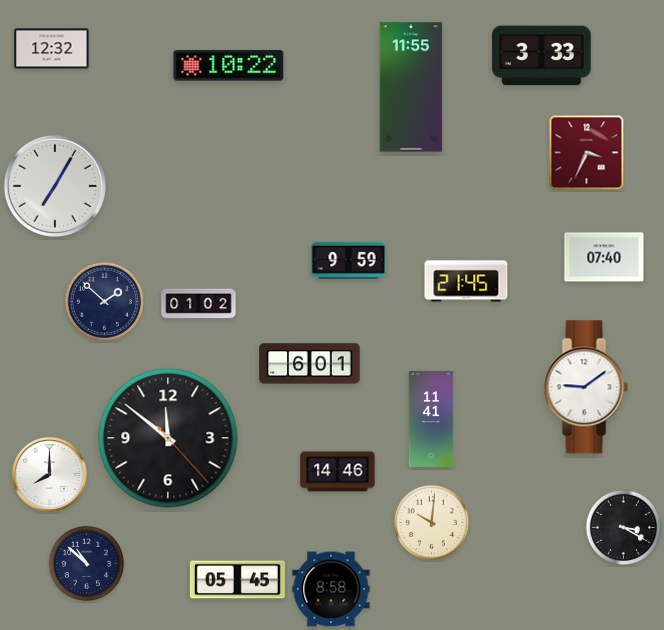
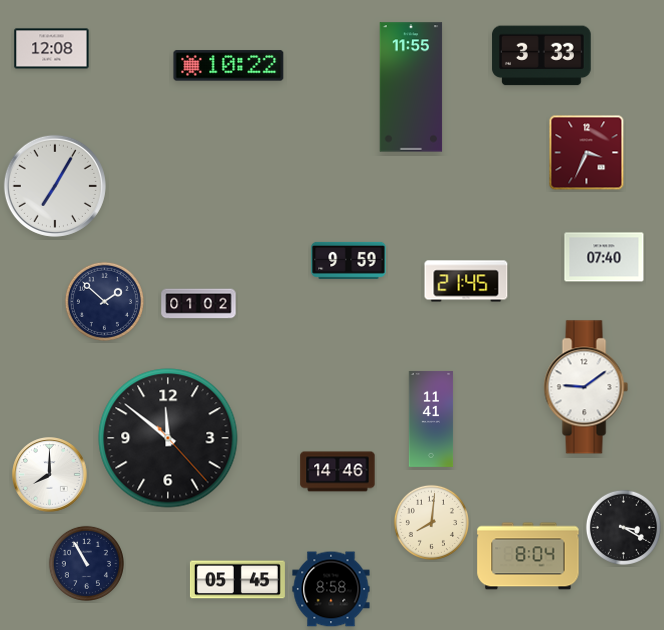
clock at (52, 49): 12:32 -> 12:08
clock at (310, 364): 6:01 -> none
clock at (431, 522): 10:01 -> 8:01
clock at (528, 556): none -> 8:04
clock at (86, 563): 10:52 -> 10:55
